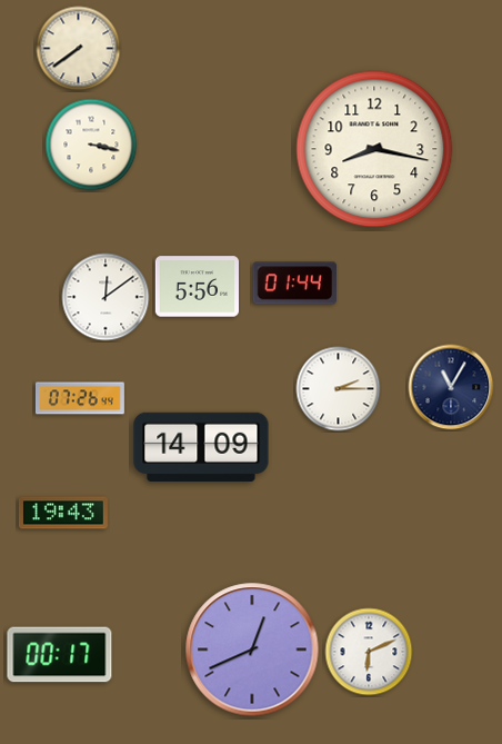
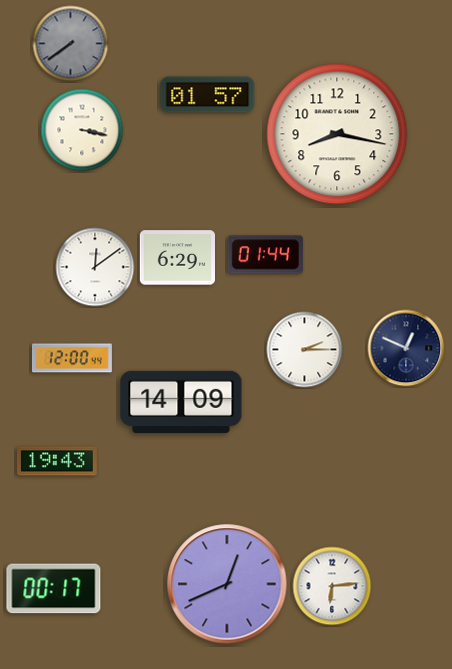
clock at (79, 49) dial: cream -> grey
clock at (208, 95): none -> 01:57
clock at (197, 287): 5:56 -> 6:29
clock at (451, 387): 11:05 -> 12:49
clock at (80, 398): 07:26 -> 12:00
clock at (369, 652): 6:11 -> 6:14
